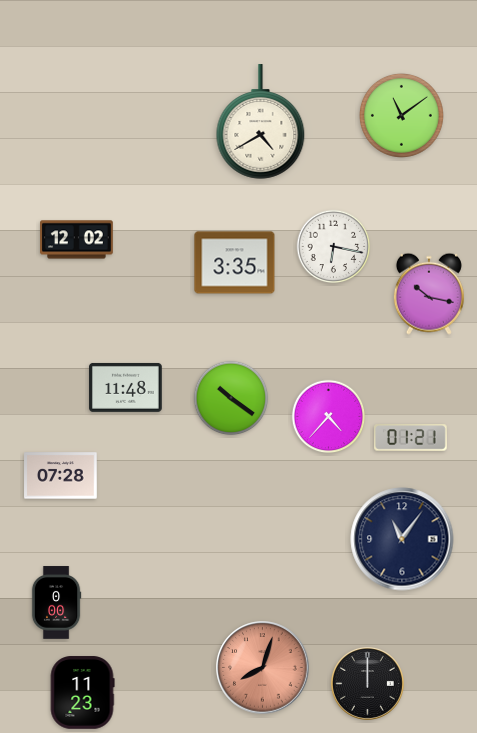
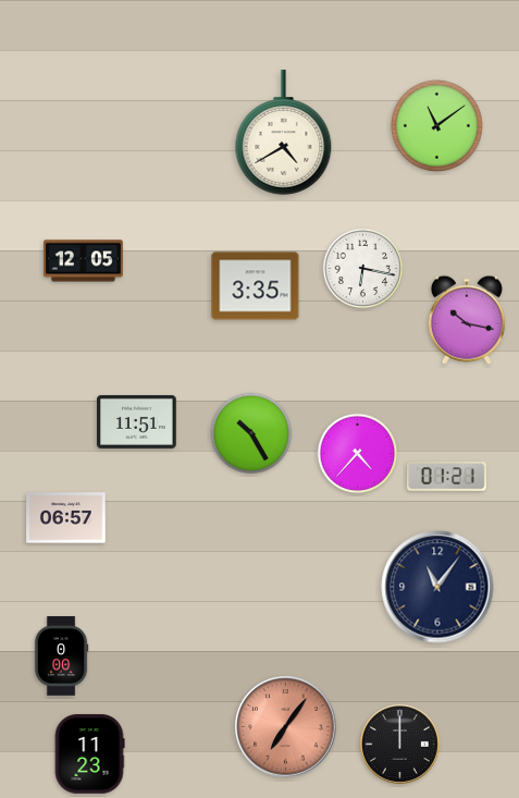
clock at (77, 240): 12:02 -> 12:05
clock at (126, 387): 11:48 -> 11:51
clock at (231, 398): 10:21 -> 10:25
clock at (61, 476): 07:28 -> 06:57
clock at (263, 668): 8:03 -> 7:06
